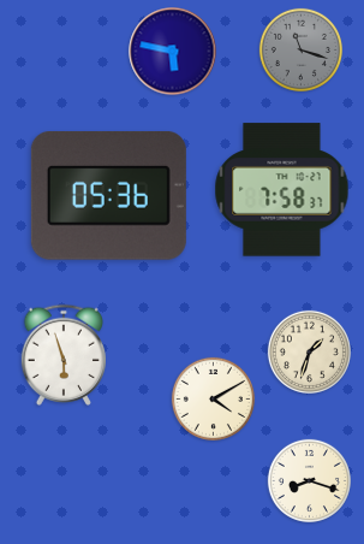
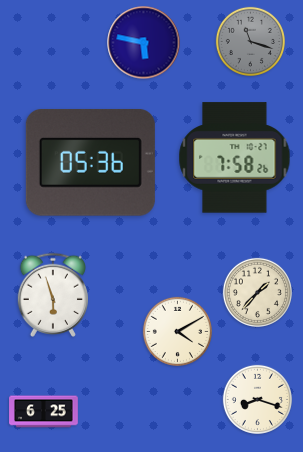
clock at (282, 190): 7:58:37 -> 7:58:26
clock at (309, 351): 1:33 -> 1:37
clock at (44, 412): none -> 6:25
